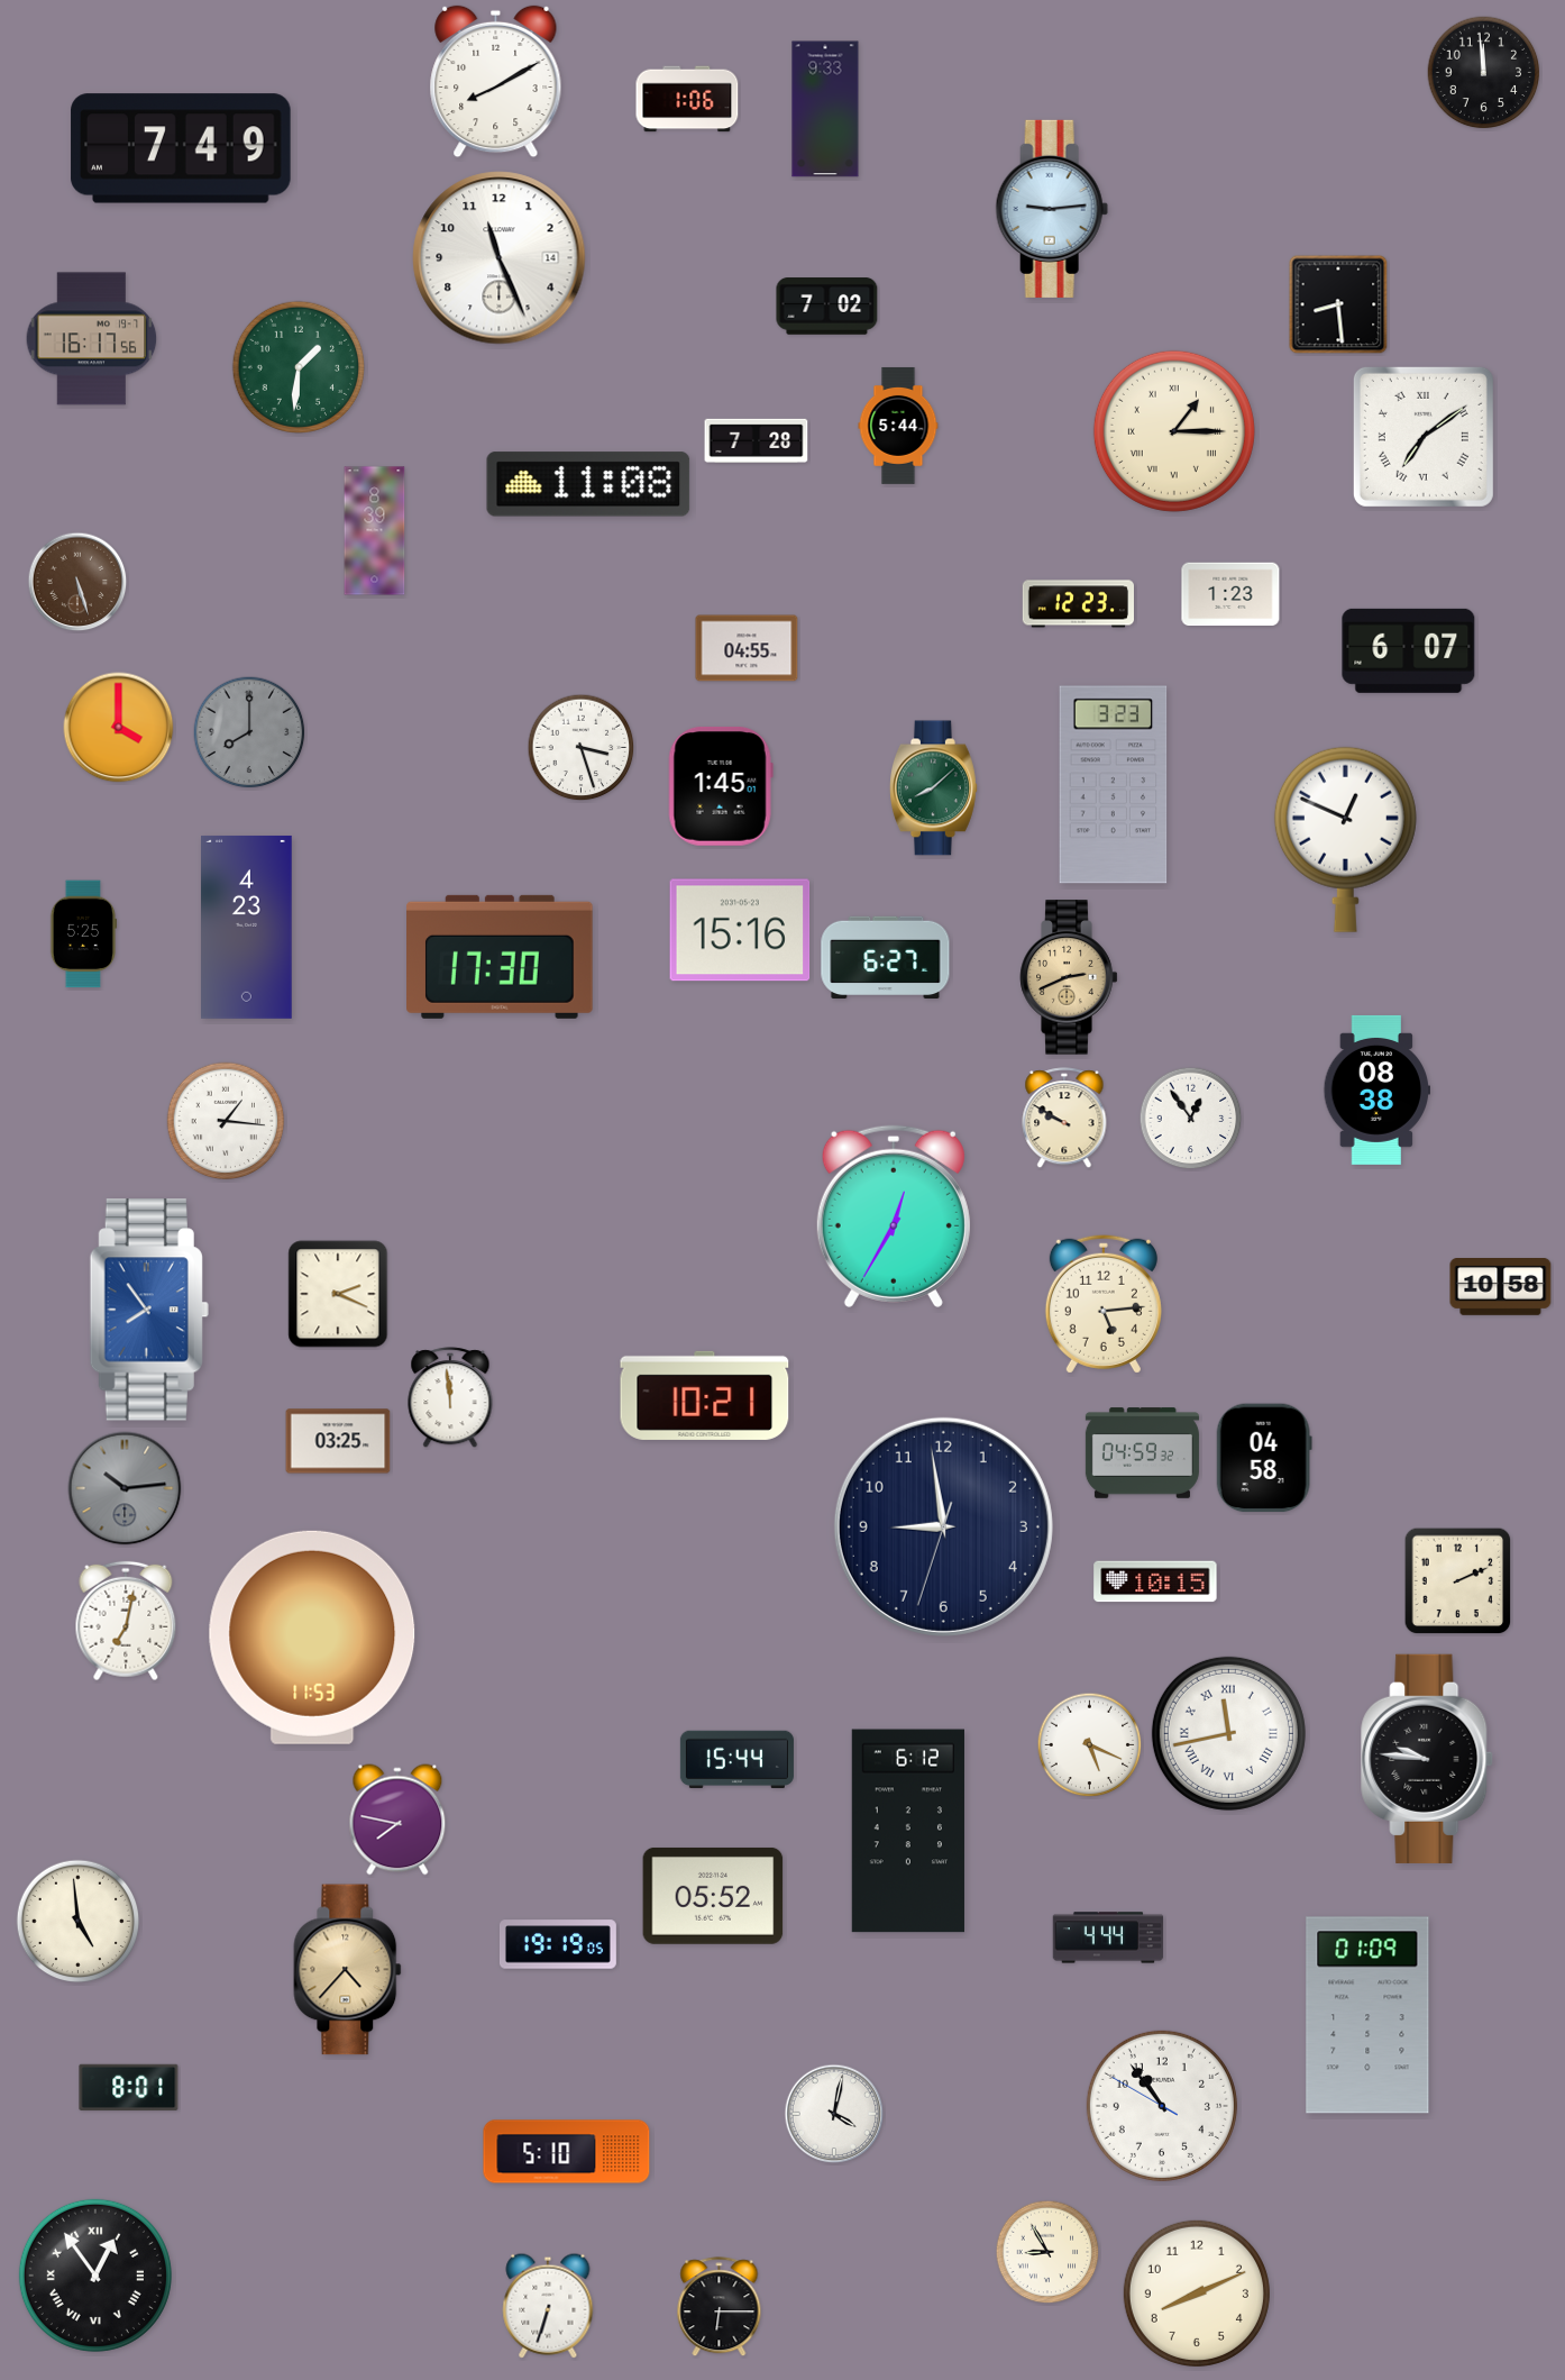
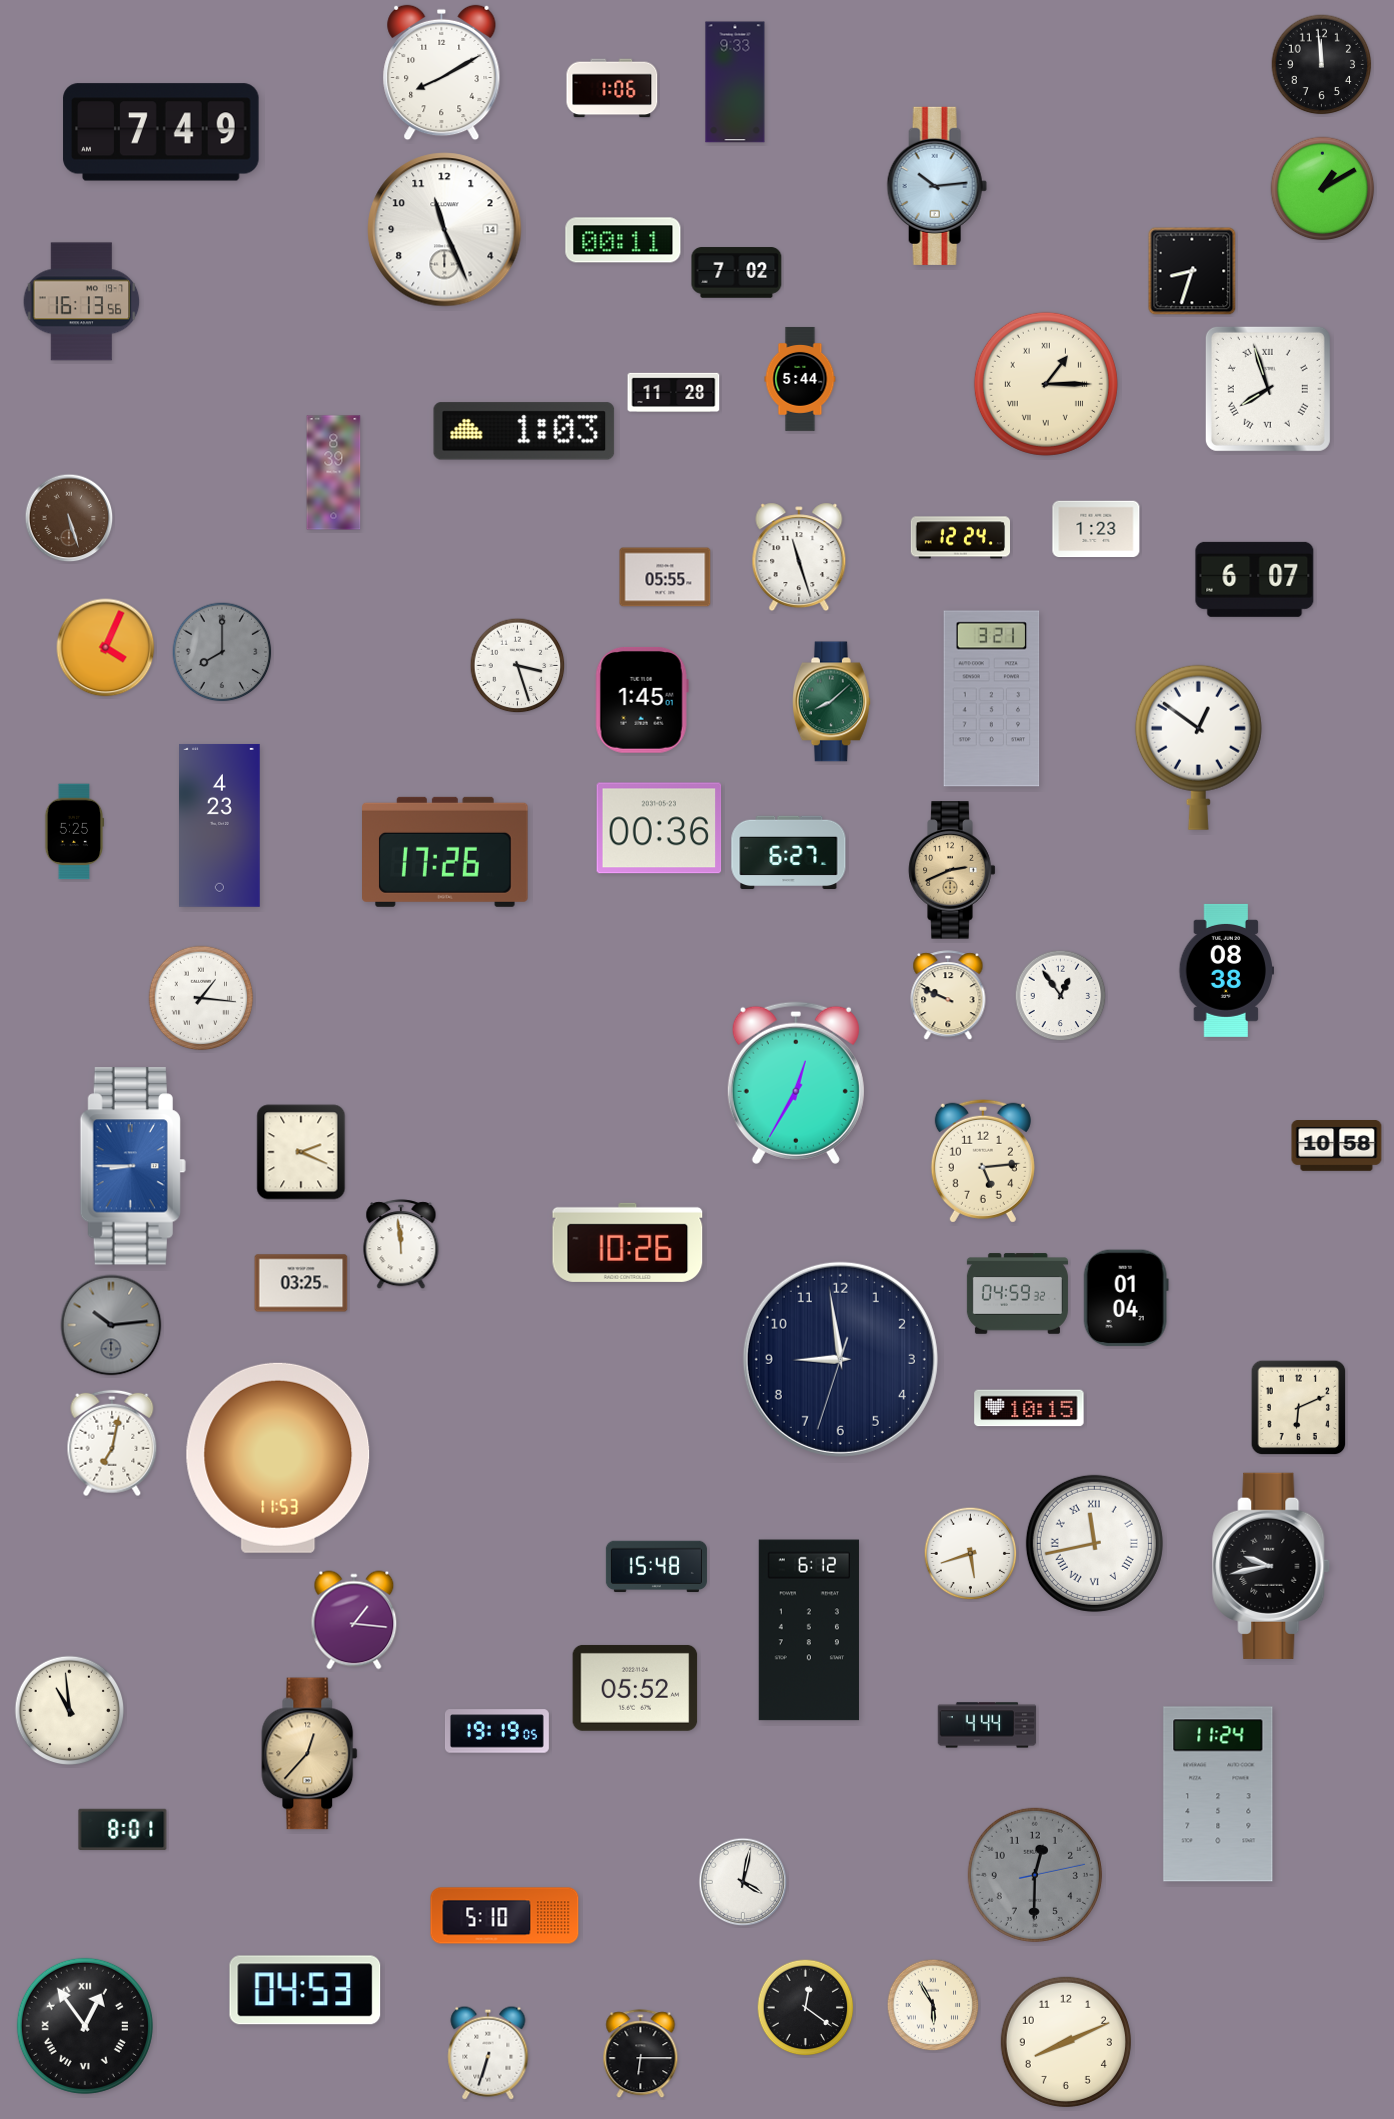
clock at (825, 109) position: (825, 109) -> (735, 82)
clock at (1052, 209): 9:14 -> 10:14
clock at (1323, 189): none -> 1:10
clock at (623, 240): none -> 00:11
clock at (1338, 304): 8:29 -> 8:33
clock at (92, 339): 16:17 -> 16:13
clock at (298, 366): 1:31 -> none
clock at (1424, 437): 7:09 -> 7:57
clock at (757, 440): 7:28 -> 11:28
clock at (588, 484): 11:08 -> 1:03
clock at (1078, 604): 12:23 -> 12:24
clock at (799, 557): none -> 11:27
clock at (747, 648): 04:55 -> 05:55
clock at (119, 728): 4:00 -> 4:04
clock at (1114, 785): 3:23 -> 3:21
clock at (1345, 839): 12:49 -> 12:51
clock at (740, 930): 15:16 -> 00:36
clock at (501, 957): 17:30 -> 17:26
clock at (1064, 1119): 9:50 -> 9:49
clock at (149, 1310): 7:54 -> 8:45
clock at (705, 1395): 10:21 -> 10:26
clock at (1264, 1458): 04:58 -> 01:04
clock at (1458, 1581): 2:11 -> 6:11
clock at (1090, 1745): 5:19 -> 5:42
clock at (1428, 1759): 9:46 -> 9:43
clock at (736, 1760): 15:44 -> 15:48
clock at (397, 1820): 7:47 -> 1:16
clock at (79, 1922): 4:59 -> 10:59
clock at (348, 1970): 4:37 -> 12:37
clock at (1367, 2015): 01:09 -> 11:24
clock at (129, 2087) position: (129, 2087) -> (123, 1829)
clock at (1162, 2106): 10:53 -> 12:30
clock at (1162, 2106) dial: white -> grey
clock at (305, 1990): none -> 04:53
clock at (1047, 2252): 8:55 -> 5:55
clock at (806, 2008): none -> 12:21
